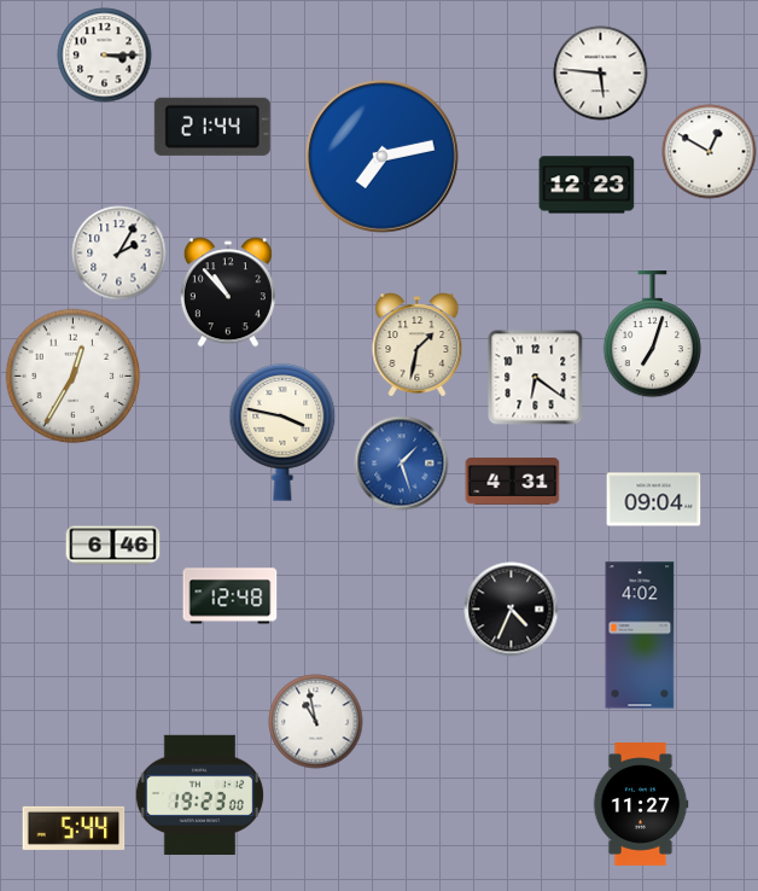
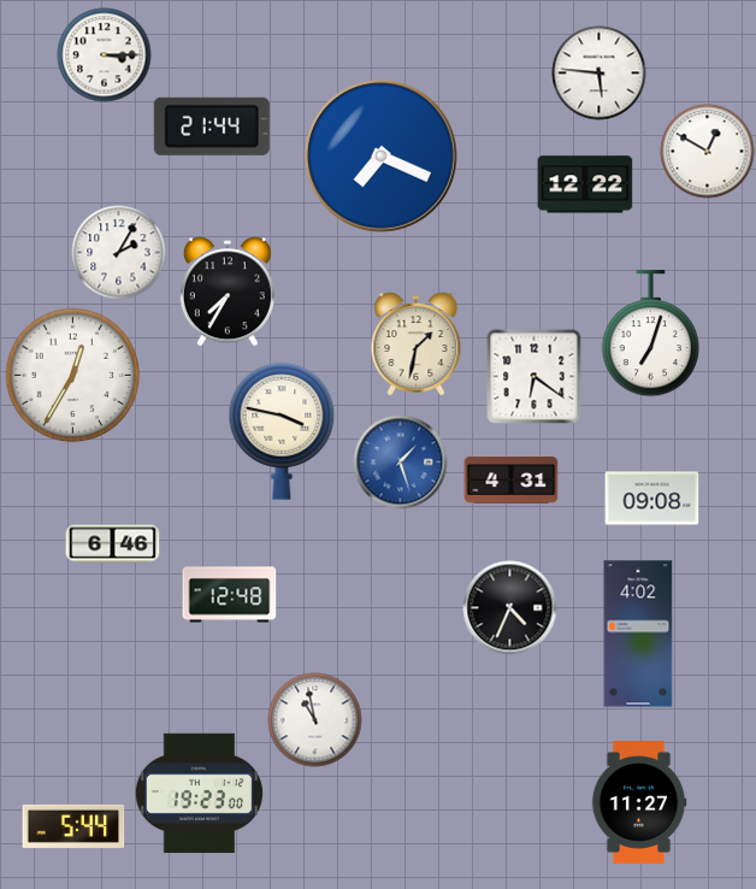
clock at (381, 156): 7:13 -> 7:19
clock at (587, 185): 12:23 -> 12:22
clock at (228, 292): 10:53 -> 7:35
clock at (653, 500): 09:04 -> 09:08
